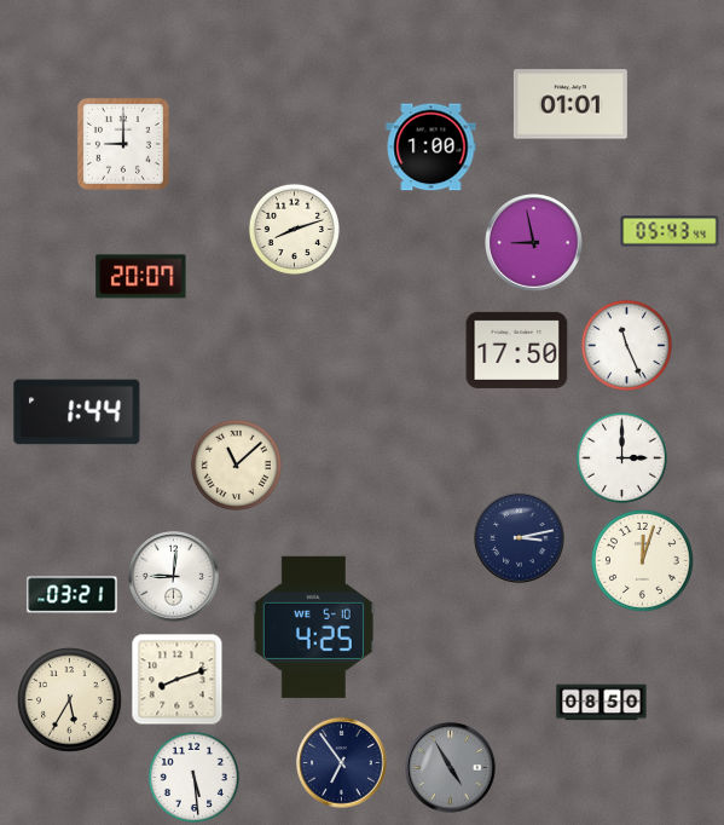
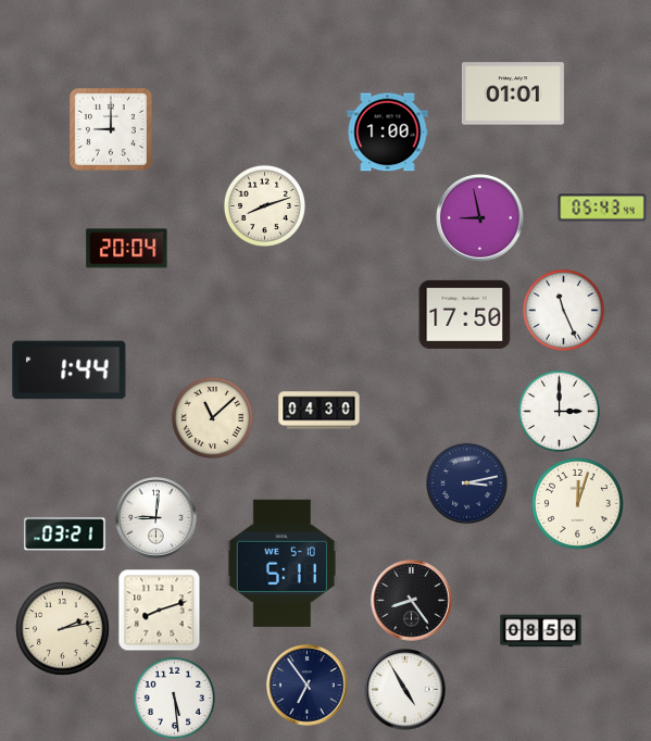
clock at (141, 277): 20:07 -> 20:04
clock at (320, 411): none -> 04:30
clock at (313, 627): 4:25 -> 5:11
clock at (412, 601): none -> 8:24
clock at (69, 699): 5:35 -> 2:13
clock at (451, 768) dial: grey -> white
